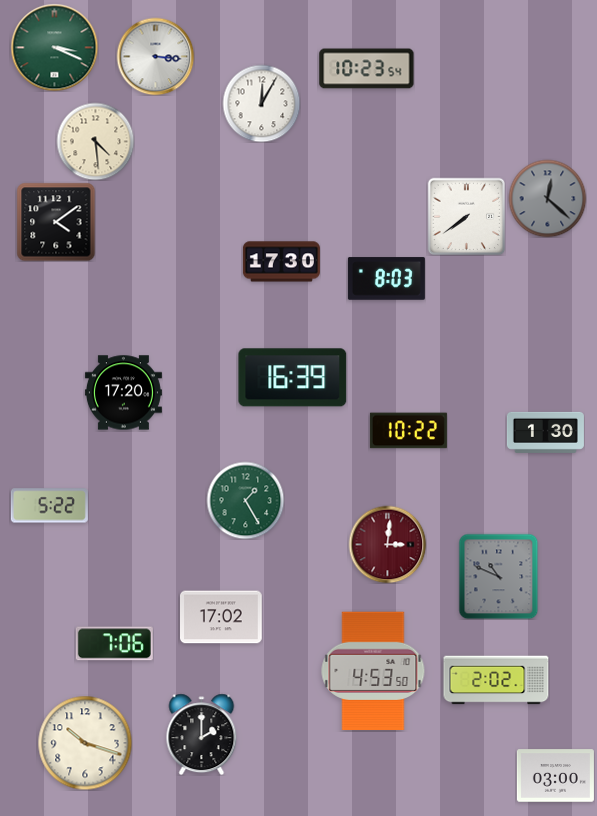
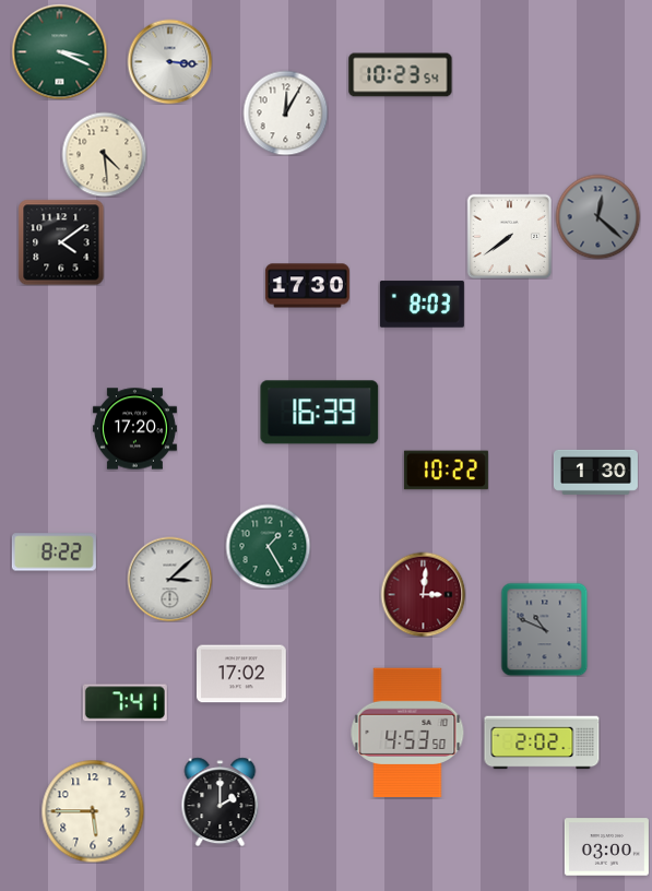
clock at (49, 506): 5:22 -> 8:22
clock at (169, 579): none -> 3:08
clock at (114, 644): 7:06 -> 7:41
clock at (85, 743): 10:18 -> 5:45
